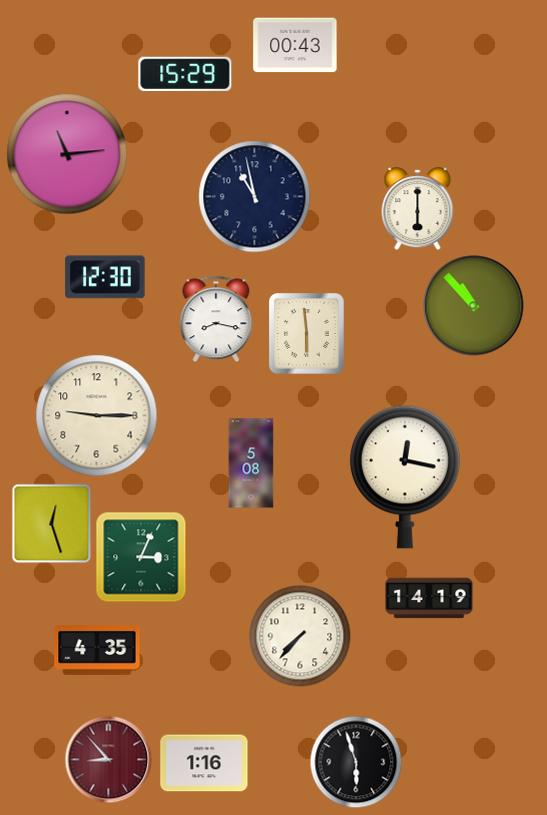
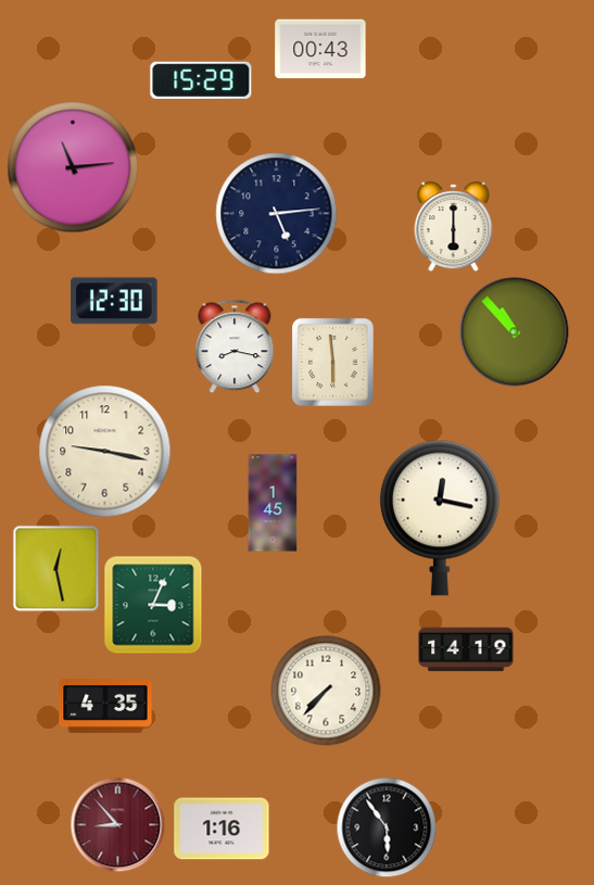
clock at (255, 197): 10:58 -> 5:14
clock at (97, 416): 9:15 -> 9:17
clock at (251, 463): 5:08 -> 1:45
clock at (51, 523): 12:27 -> 12:28
clock at (356, 762): 5:57 -> 5:54
